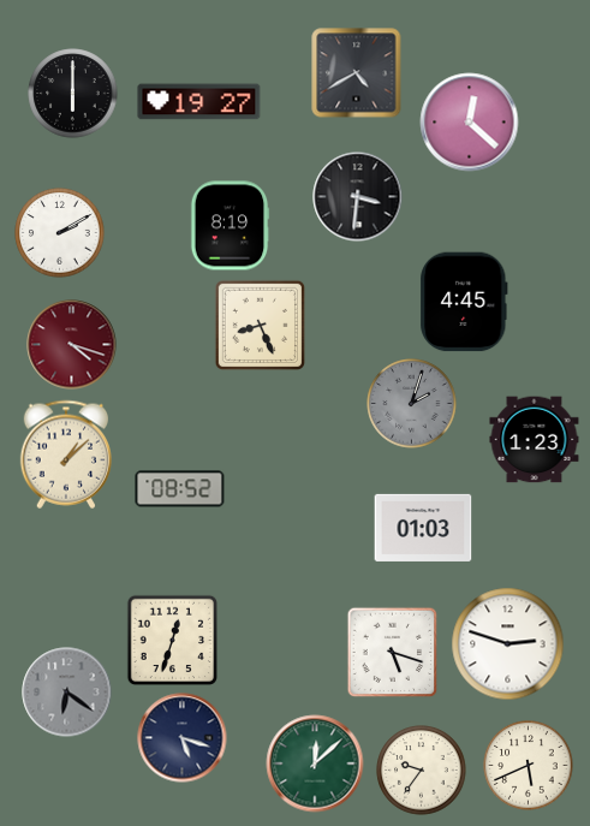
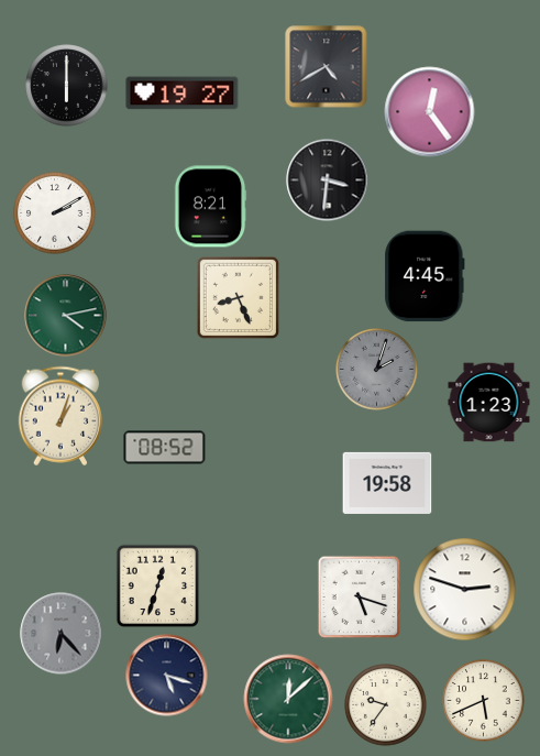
clock at (470, 123): 12:22 -> 12:24
clock at (230, 226): 8:19 -> 8:21
clock at (72, 345): 4:18 -> 4:13
clock at (72, 345) dial: burgundy -> green
clock at (65, 454): 1:08 -> 1:03
clock at (423, 528): 01:03 -> 19:58
clock at (67, 693): 6:21 -> 6:23
